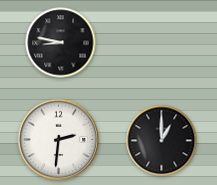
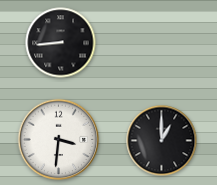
clock at (61, 43): 8:47 -> 8:44
clock at (59, 140): 2:31 -> 3:31
